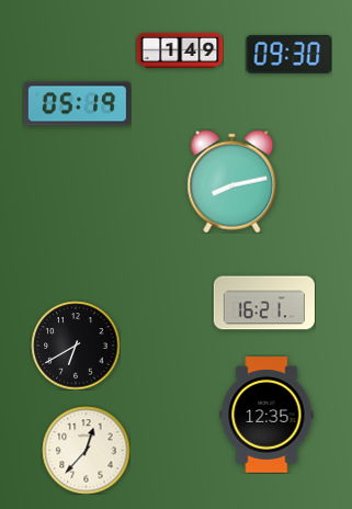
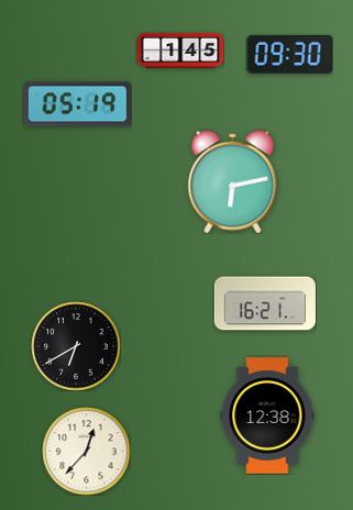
clock at (180, 50): 1:49 -> 1:45
clock at (232, 181): 8:13 -> 6:13
clock at (266, 415): 12:35 -> 12:38
